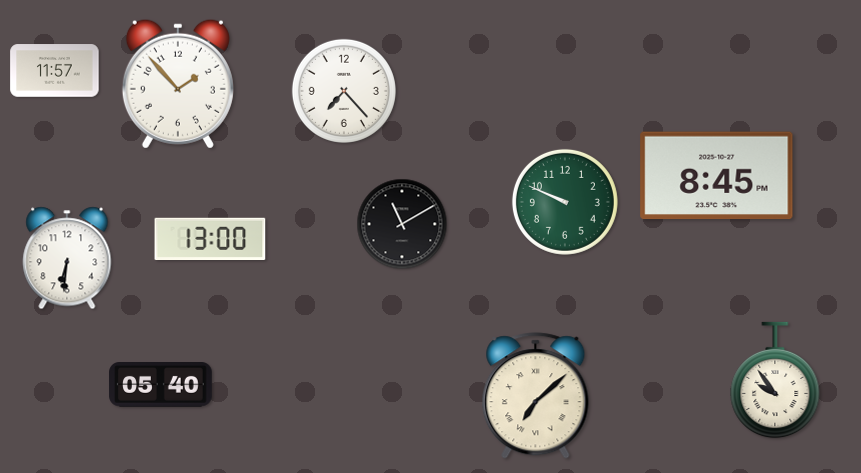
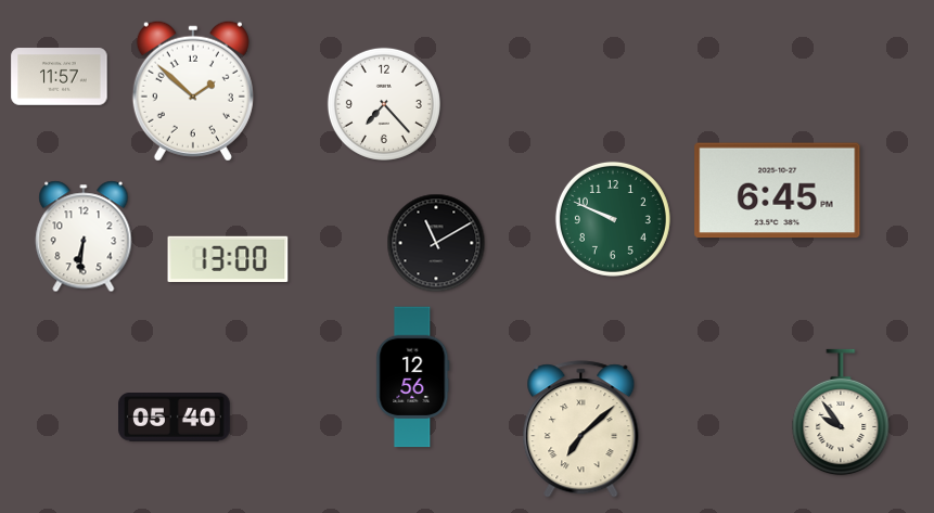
clock at (178, 84): 1:53 -> 1:52
clock at (344, 91) position: (344, 91) -> (384, 104)
clock at (717, 176): 8:45 -> 6:45
clock at (67, 258) position: (67, 258) -> (84, 236)
clock at (413, 377): none -> 12:56
